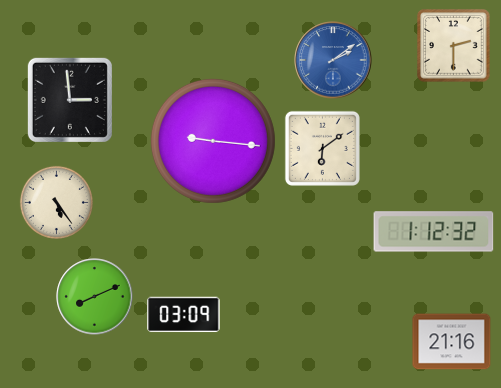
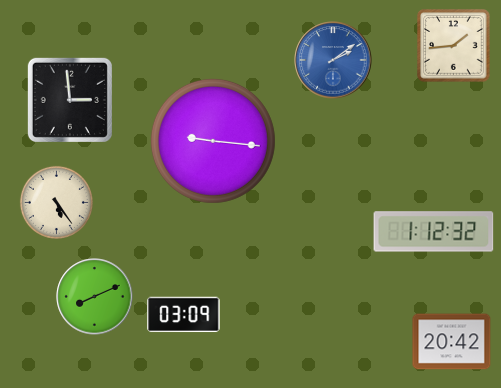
clock at (454, 46): 2:30 -> 1:44
clock at (322, 148): 6:09 -> none
clock at (452, 342): 21:16 -> 20:42
